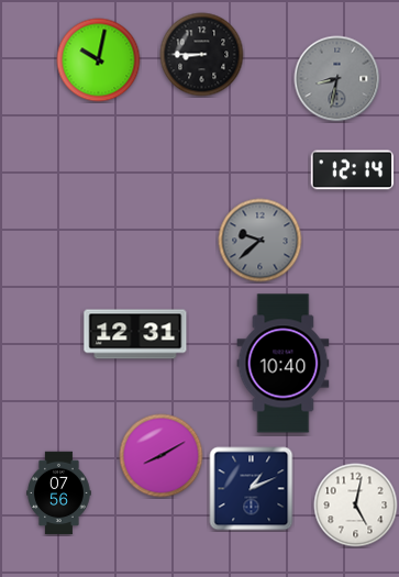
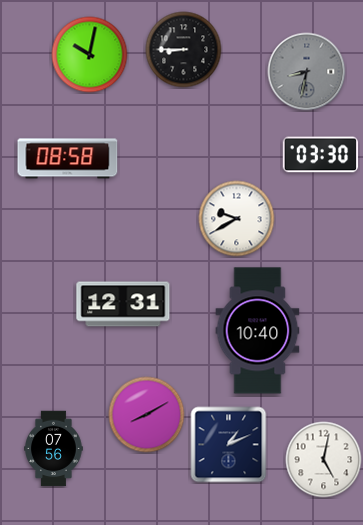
clock at (353, 170): 12:14 -> 03:30
clock at (68, 159): none -> 08:58
clock at (261, 241): 9:38 -> 9:40
clock at (261, 241) dial: grey -> white
